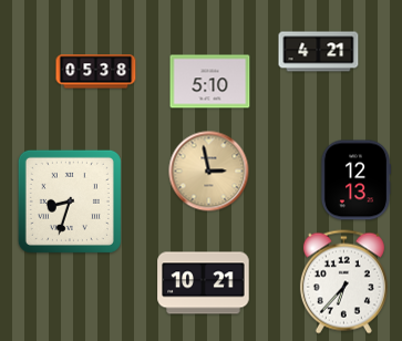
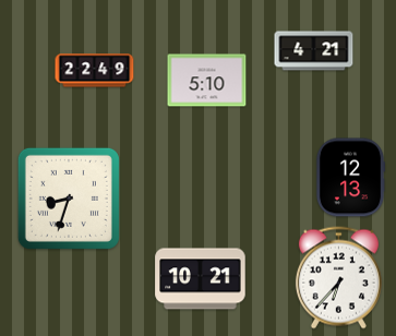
clock at (96, 72): 05:38 -> 22:49
clock at (209, 172): 2:58 -> none
